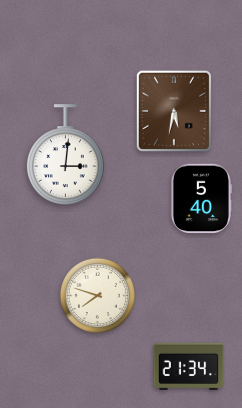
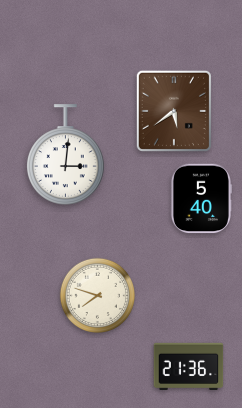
clock at (174, 111): 5:32 -> 5:39
clock at (189, 366): 21:34 -> 21:36
